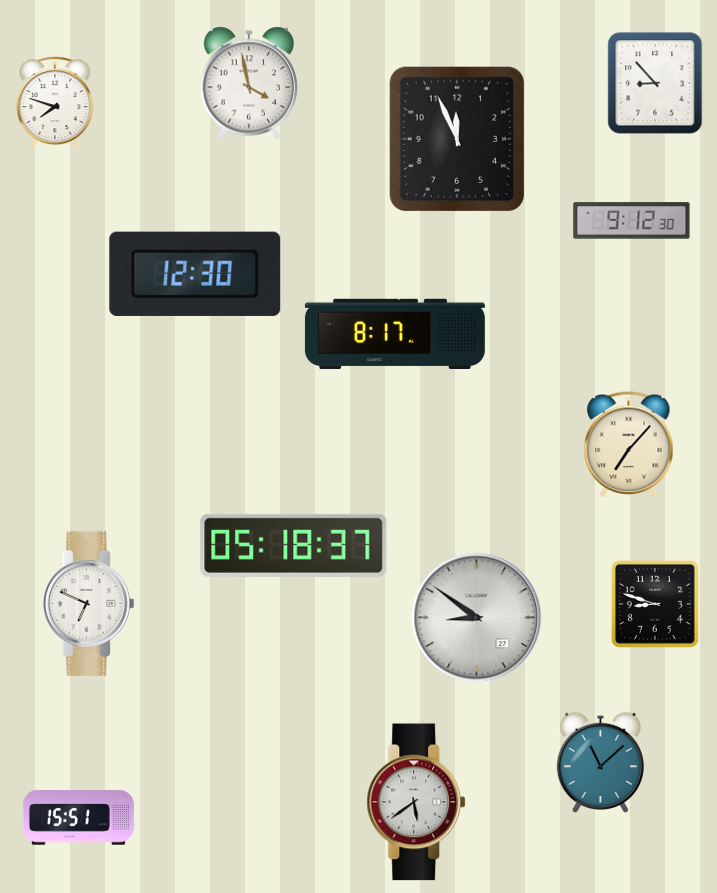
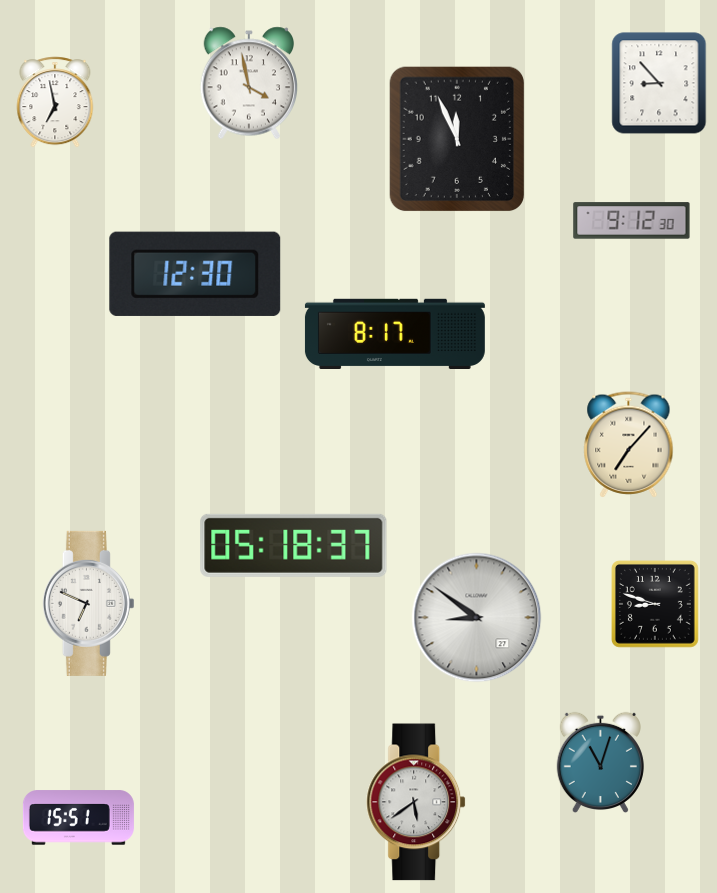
clock at (655, 83) position: (655, 83) -> (659, 83)
clock at (55, 102): 7:48 -> 6:58
clock at (600, 762): 11:08 -> 11:03
